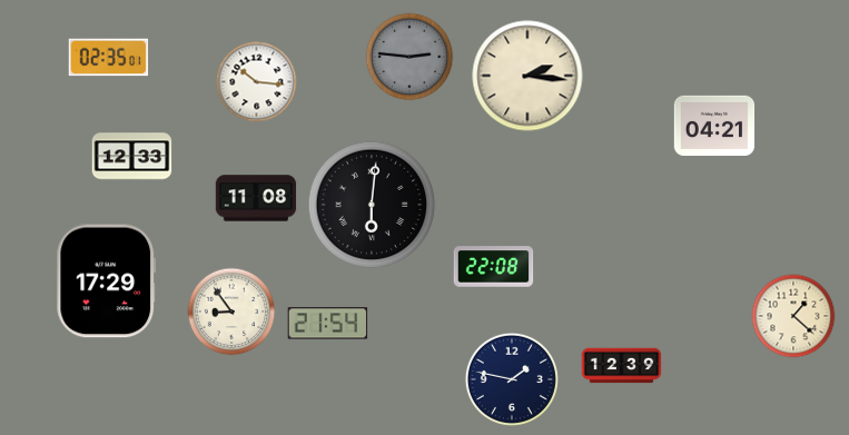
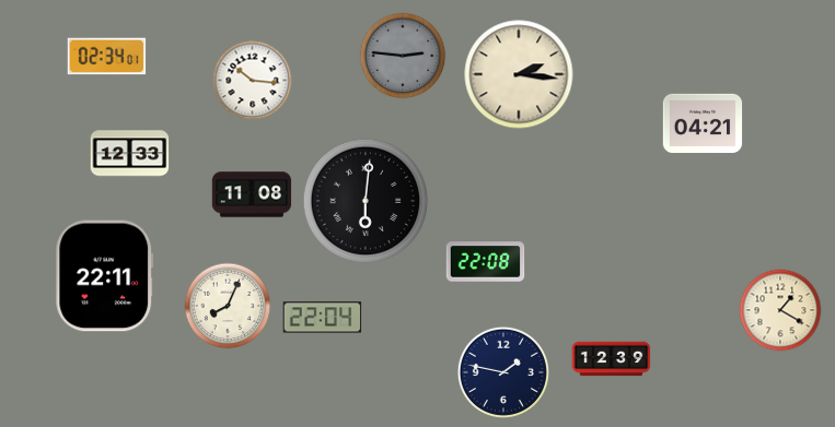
clock at (109, 58): 02:35 -> 02:34
clock at (107, 281): 17:29 -> 22:11
clock at (231, 312): 8:54 -> 8:04
clock at (793, 316): 1:22 -> 1:20
clock at (328, 324): 21:54 -> 22:04
